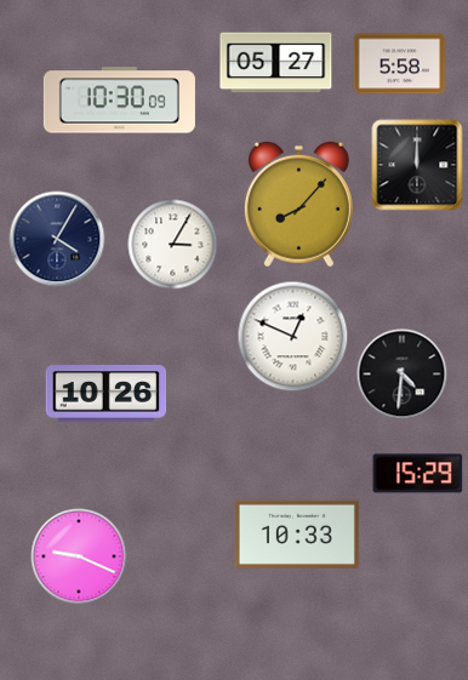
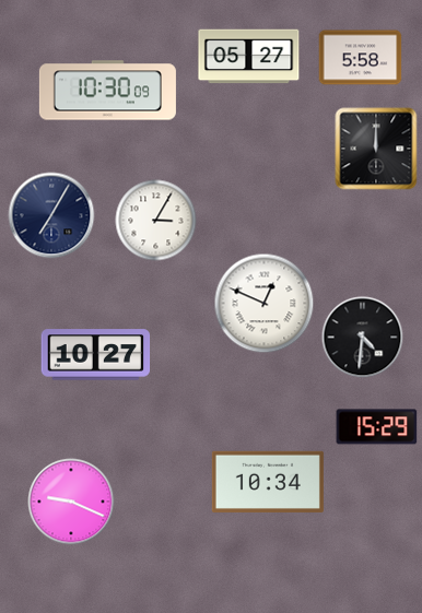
clock at (298, 205): 8:07 -> none
clock at (57, 239): 4:05 -> 7:05
clock at (107, 394): 10:26 -> 10:27
clock at (297, 535): 10:33 -> 10:34
